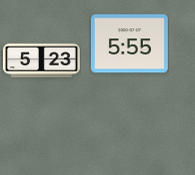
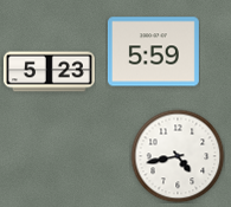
clock at (129, 44): 5:55 -> 5:59
clock at (178, 156): none -> 4:43
